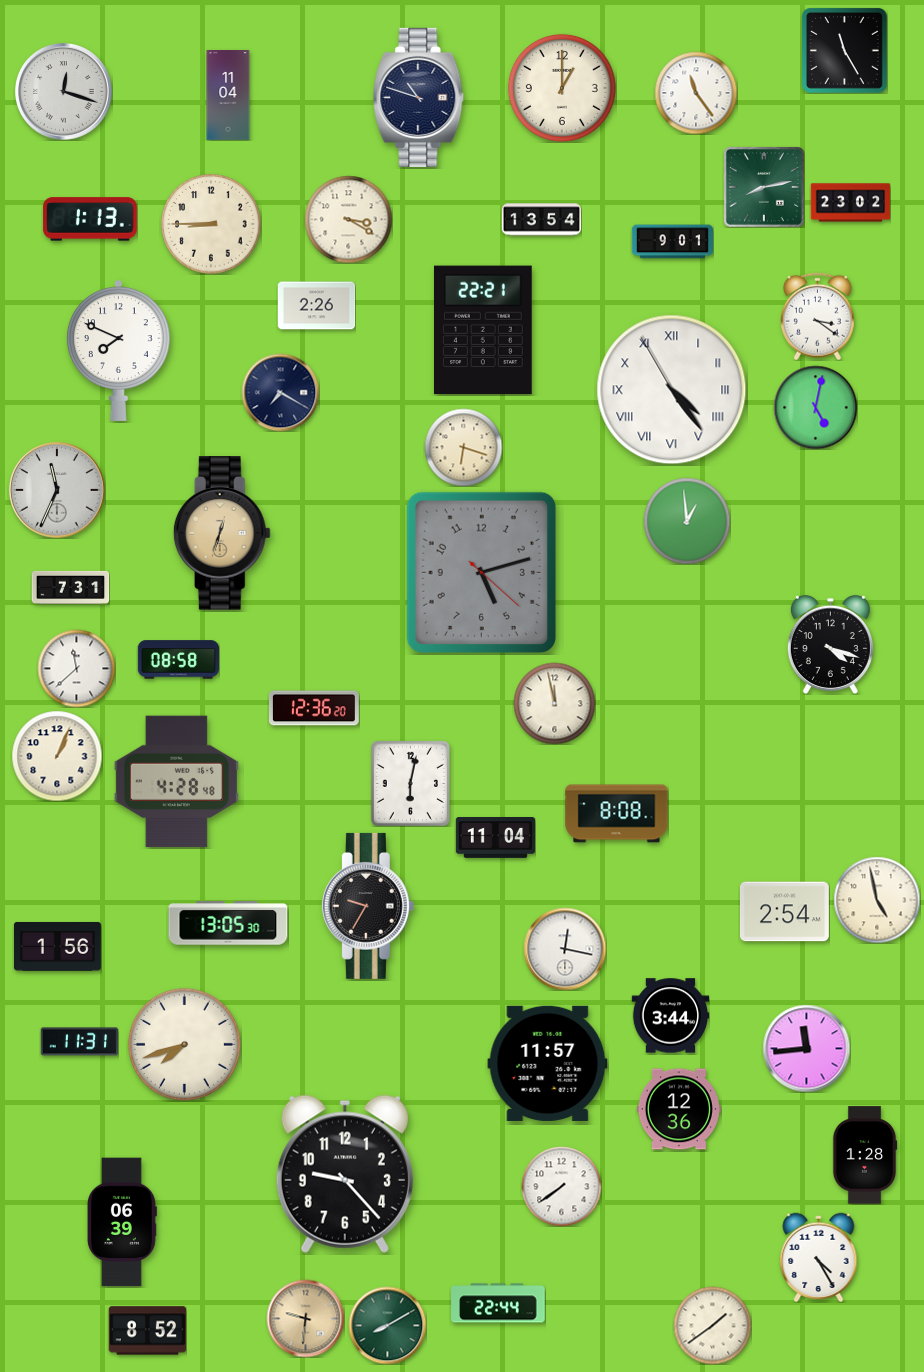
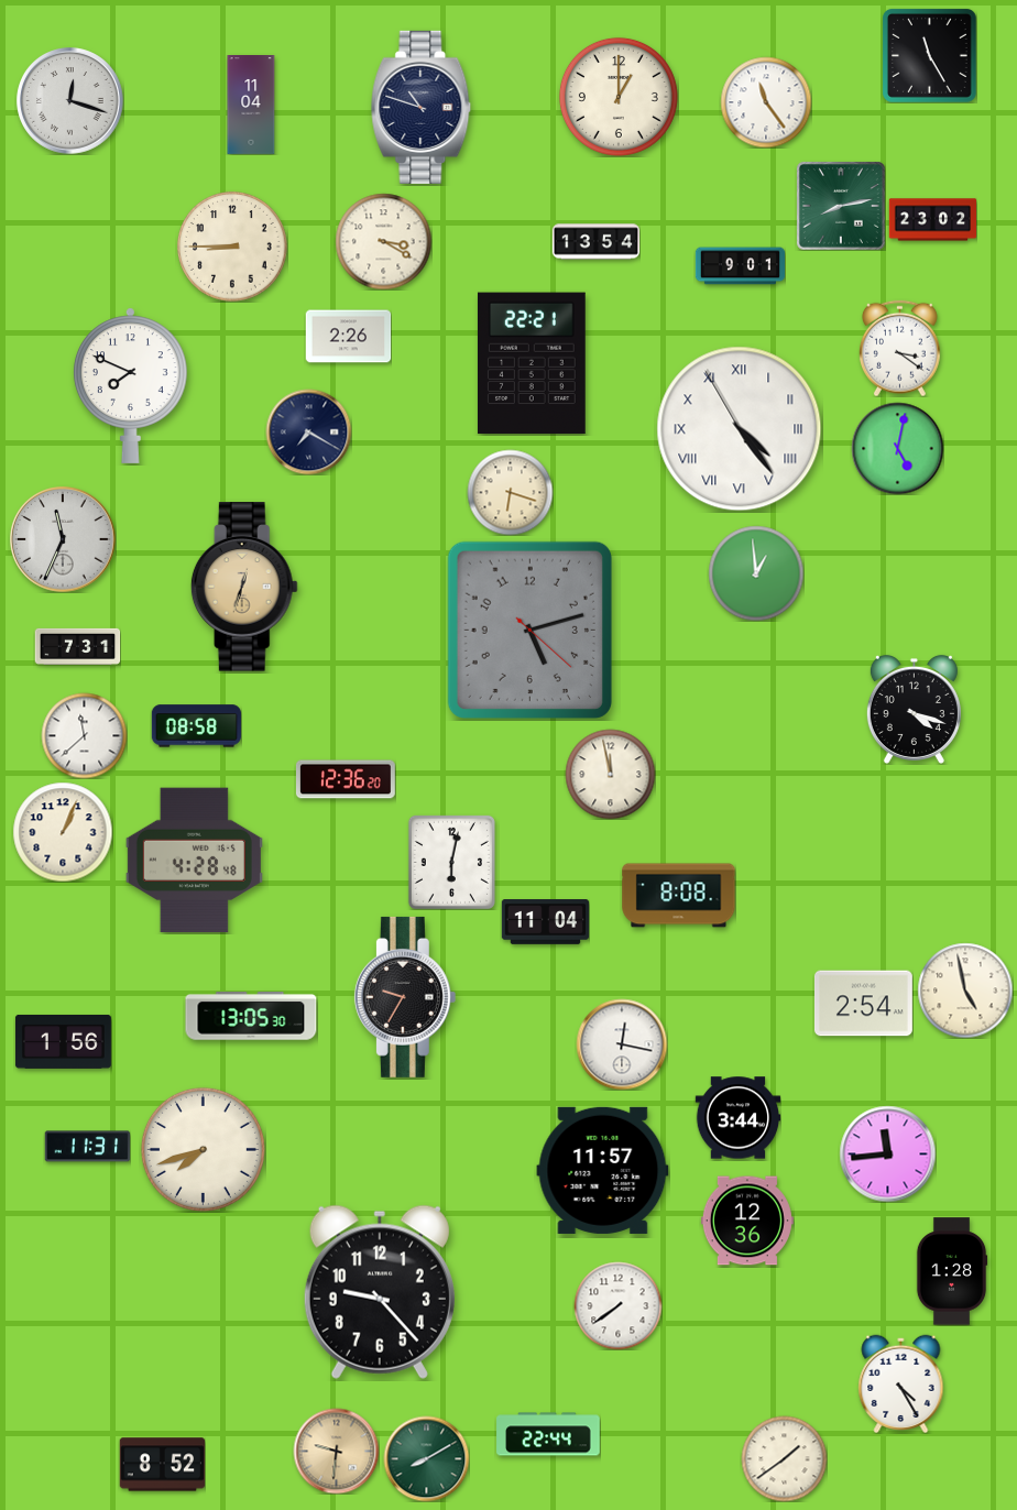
clock at (419, 97) position: (419, 97) -> (422, 107)
clock at (850, 203) position: (850, 203) -> (932, 220)
clock at (90, 219): 1:13 -> none
clock at (122, 1222): 06:39 -> none
